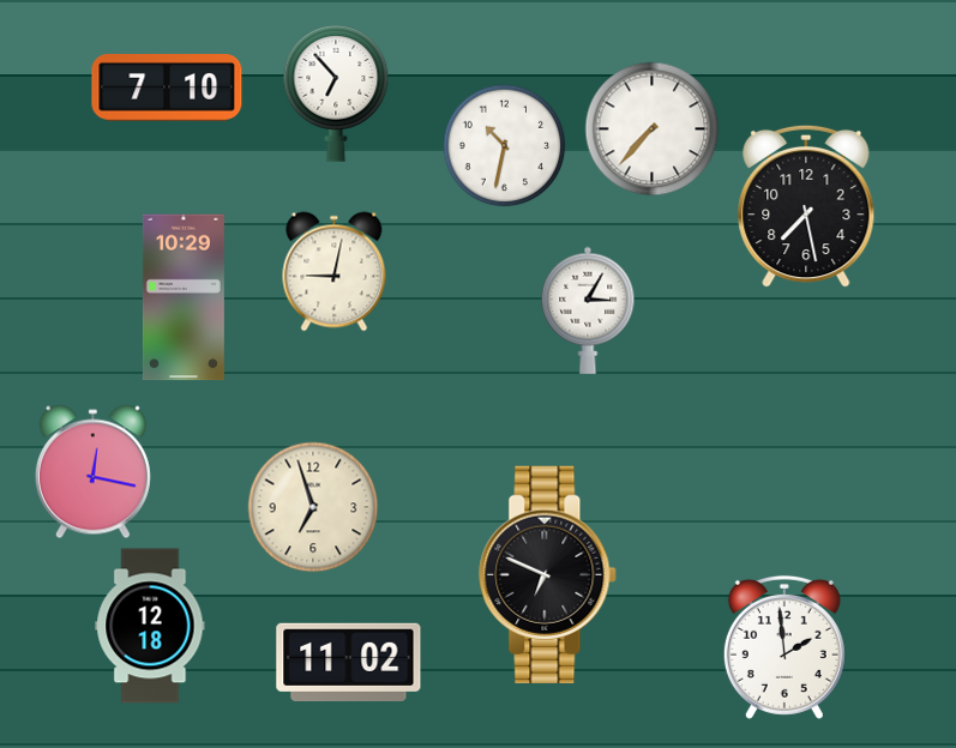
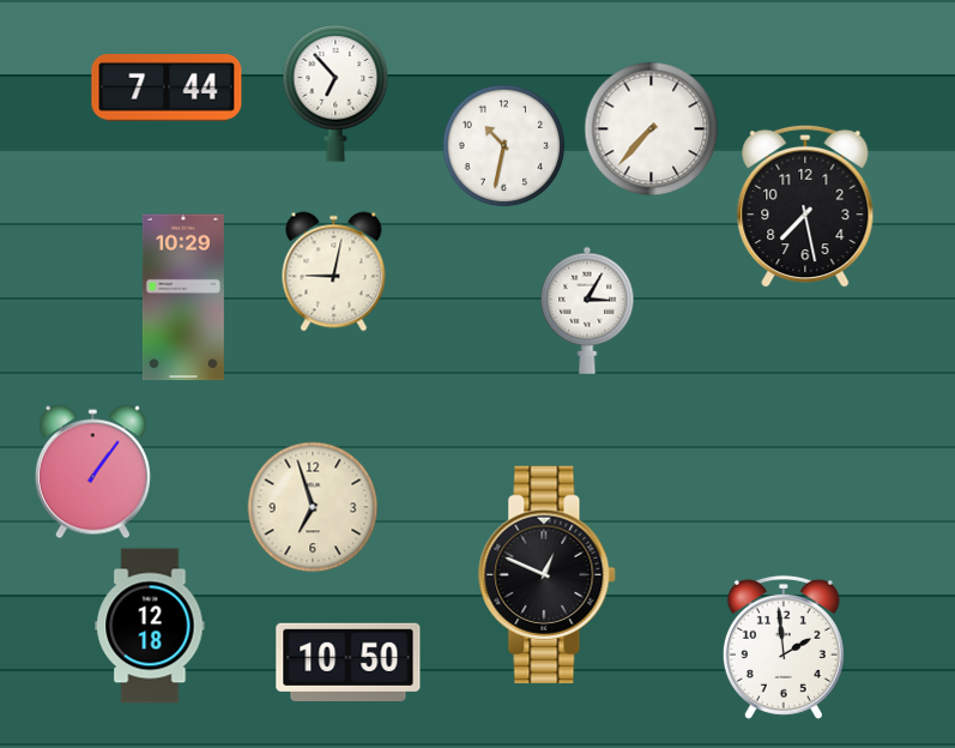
clock at (167, 89): 7:10 -> 7:44
clock at (92, 472): 12:17 -> 1:06
clock at (548, 574): 6:49 -> 12:49
clock at (349, 662): 11:02 -> 10:50
